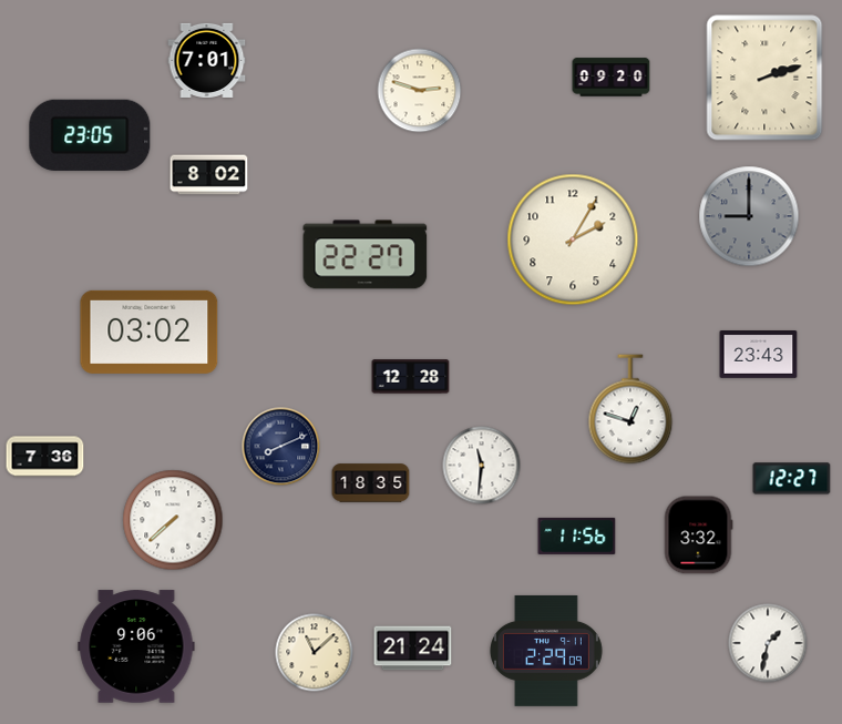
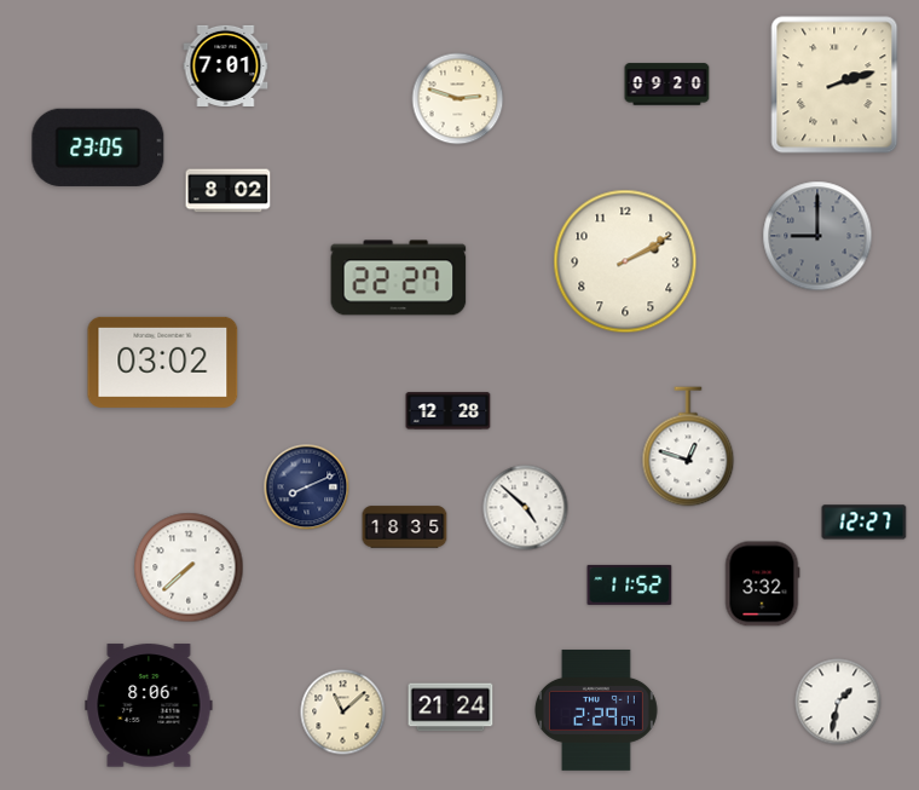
clock at (573, 239): 2:05 -> 2:10
clock at (759, 355): 23:43 -> none
clock at (45, 457): 7:36 -> none
clock at (482, 466): 11:31 -> 4:52
clock at (577, 536): 11:56 -> 11:52
clock at (136, 646): 9:06 -> 8:06
